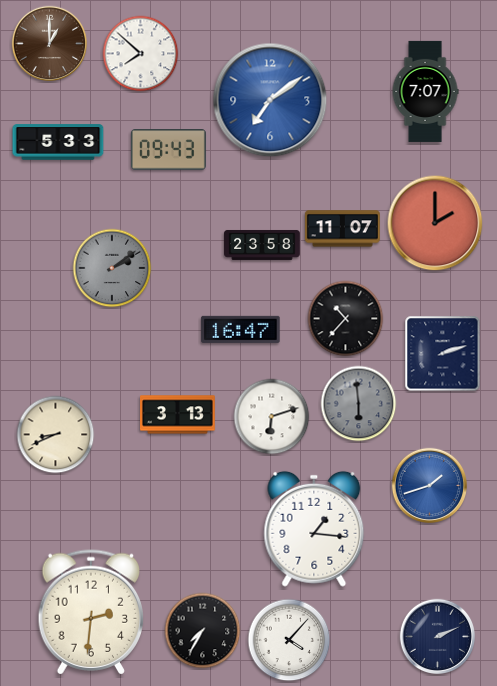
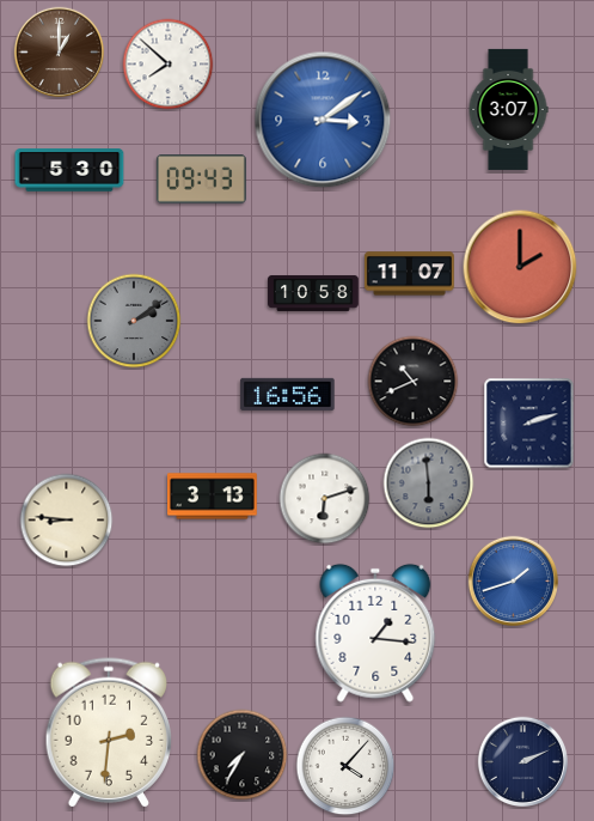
clock at (425, 91): 7:07 -> 3:07
clock at (270, 100): 7:09 -> 3:09
clock at (58, 142): 5:33 -> 5:30
clock at (262, 245): 23:58 -> 10:58
clock at (346, 319): 10:37 -> 10:41
clock at (241, 329): 16:47 -> 16:56
clock at (56, 435): 8:41 -> 8:46
